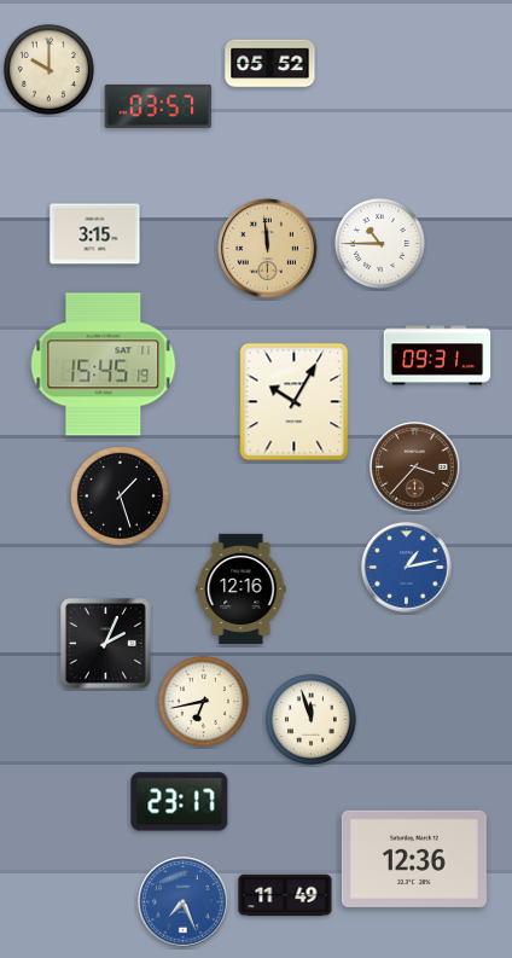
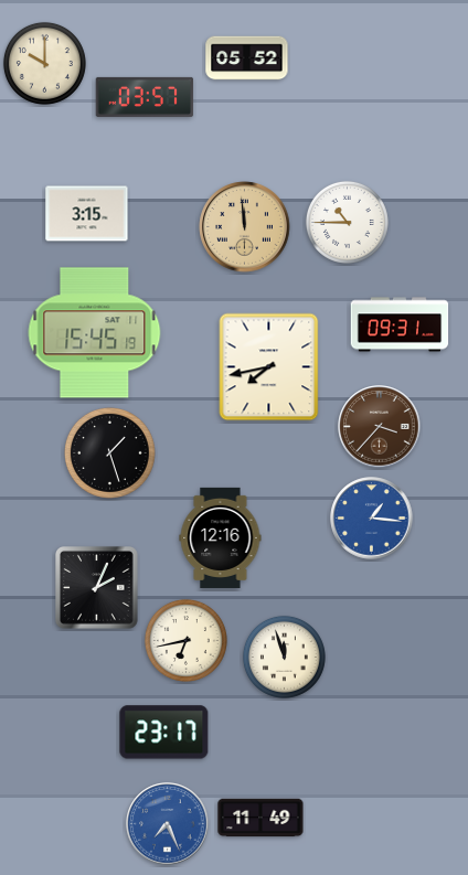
clock at (295, 402): 10:05 -> 7:43
clock at (407, 568): 1:13 -> 1:16
clock at (414, 859): 12:36 -> none
